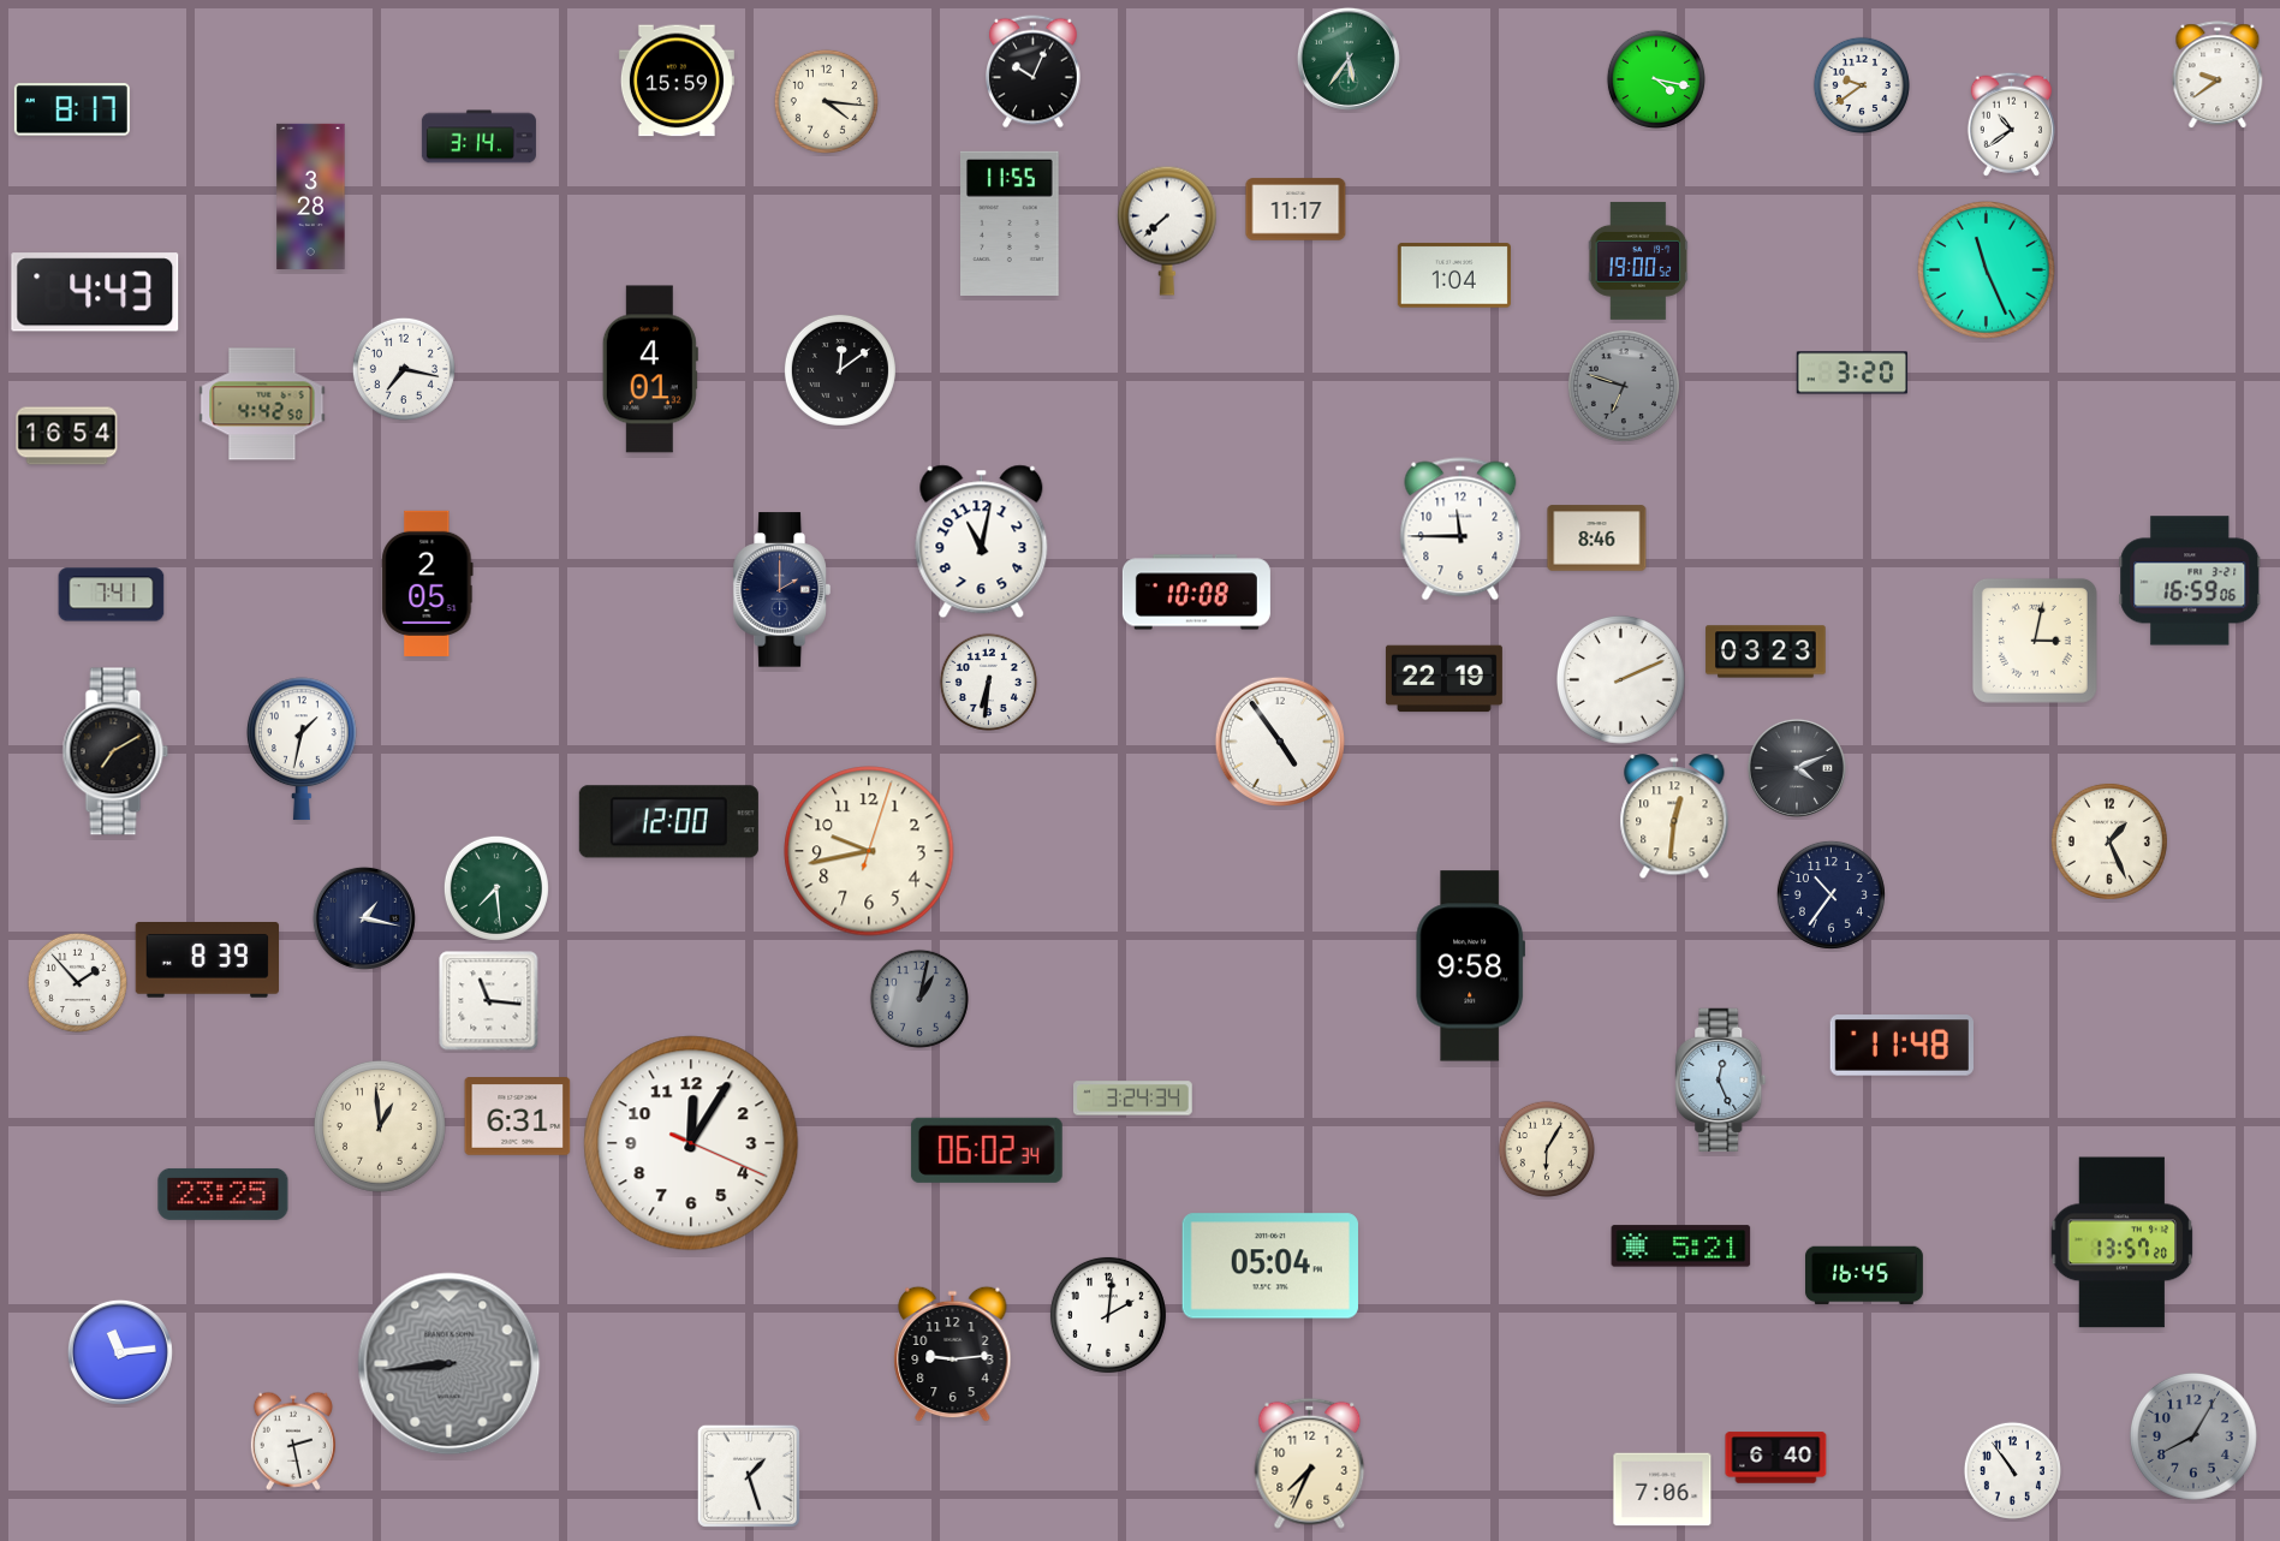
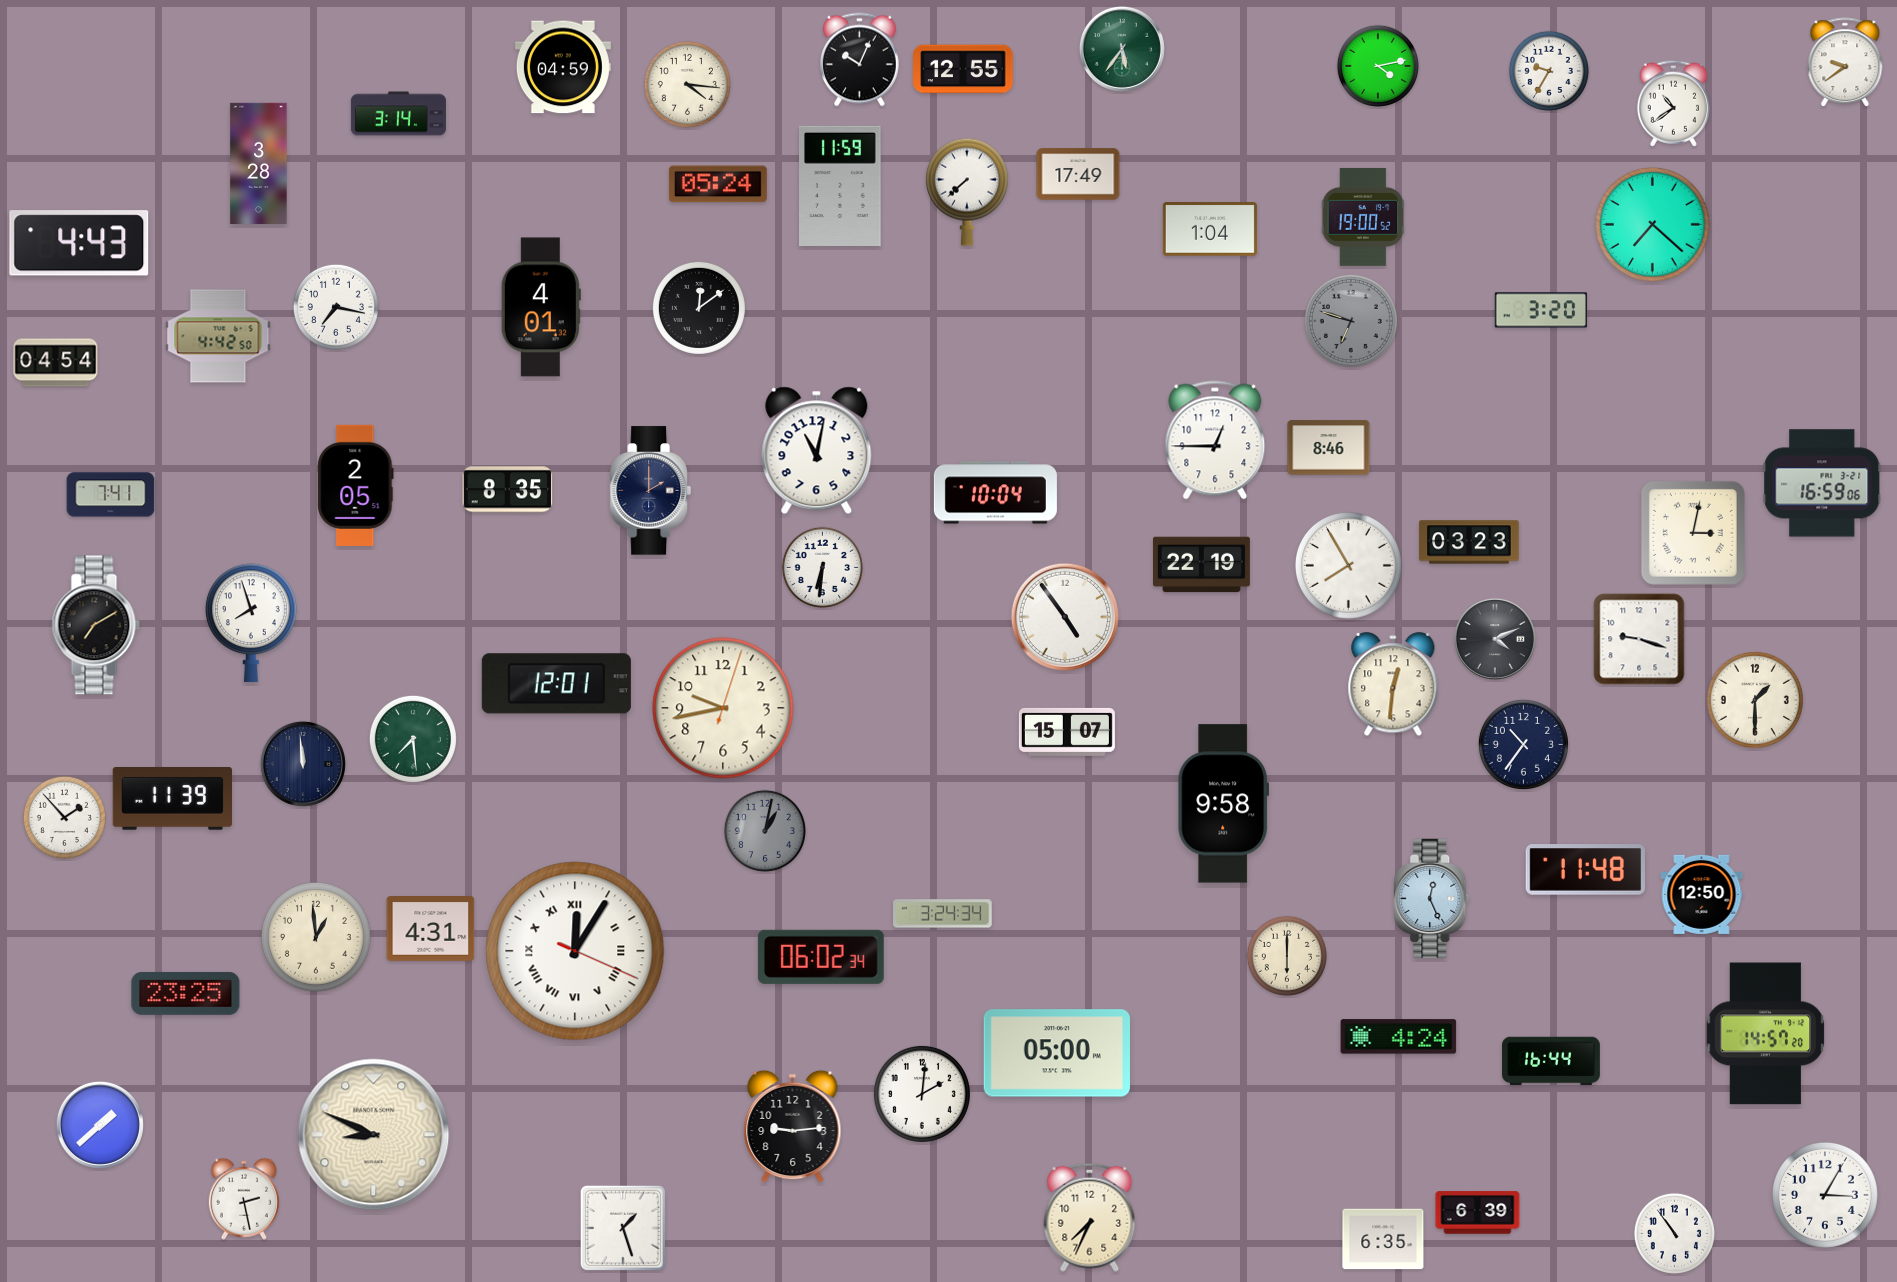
clock at (1656, 79): 4:17 -> 4:13
clock at (677, 81): 15:59 -> 04:59
clock at (963, 69): none -> 12:55
clock at (1862, 85): 9:39 -> 9:35
clock at (72, 109): 8:17 -> none
clock at (1296, 209): 11:17 -> 17:49
clock at (718, 184): none -> 05:24
clock at (1011, 224): 11:55 -> 11:59
clock at (1167, 231) position: (1167, 231) -> (967, 192)
clock at (1987, 270): 11:26 -> 7:22
clock at (67, 436): 16:54 -> 04:54
clock at (1460, 529): 11:45 -> 12:45
clock at (508, 490): none -> 8:35
clock at (1196, 593): 10:08 -> 10:04
clock at (112, 595) position: (112, 595) -> (111, 495)
clock at (1620, 679): 2:11 -> 7:55
clock at (303, 749): 1:32 -> 7:57
clock at (1639, 639): none -> 9:18
clock at (1674, 817) position: (1674, 817) -> (1393, 685)
clock at (668, 822): 12:00 -> 12:01
clock at (2109, 841): 1:26 -> 1:30
clock at (1067, 732): none -> 15:07
clock at (364, 918): 1:17 -> 11:59
clock at (207, 960): 8:39 -> 11:39
clock at (489, 1001): 11:16 -> none
clock at (1901, 1046) position: (1901, 1046) -> (1585, 870)
clock at (1702, 894): none -> 12:50
clock at (518, 1117): 6:31 -> 4:31
clock at (691, 1143) numerals: Arabic -> Roman
clock at (1547, 1149): 6:05 -> 6:00
clock at (2123, 1243): 13:57 -> 14:57
clock at (1681, 1247): 5:21 -> 4:24
clock at (1270, 1266): 05:04 -> 05:00
clock at (1865, 1275): 16:45 -> 16:44
clock at (120, 1352): 11:14 -> 1:38
clock at (450, 1364): 8:44 -> 8:49
clock at (450, 1364) dial: grey -> cream
clock at (2193, 1436): 8:05 -> 3:05
clock at (2193, 1436) dial: grey -> white
clock at (1776, 1458): 6:40 -> 6:39
clock at (2012, 1470) position: (2012, 1470) -> (1674, 1233)
clock at (1662, 1489): 7:06 -> 6:35
